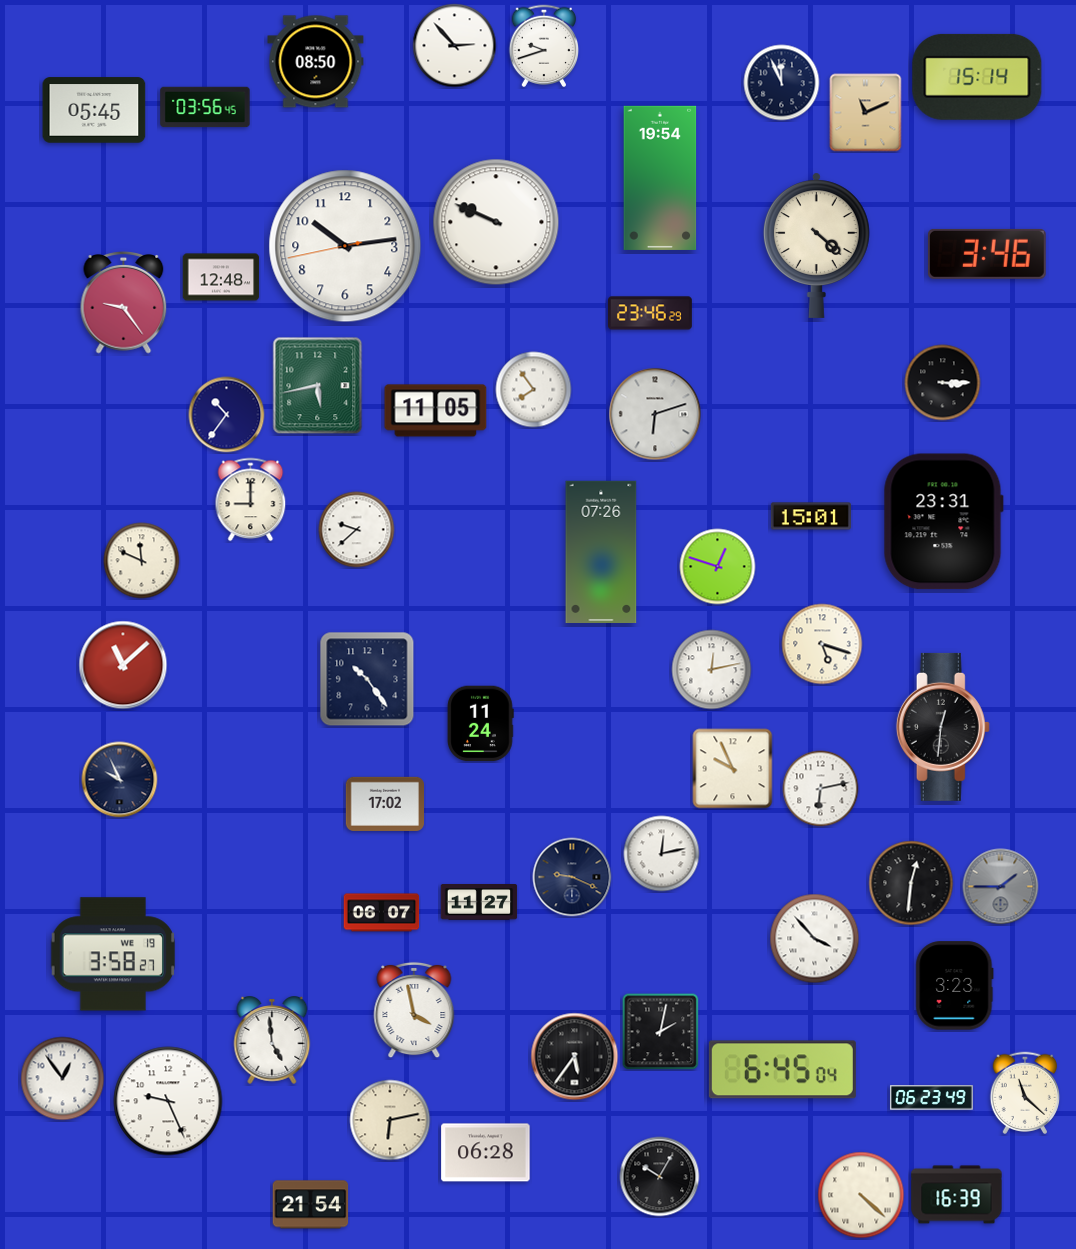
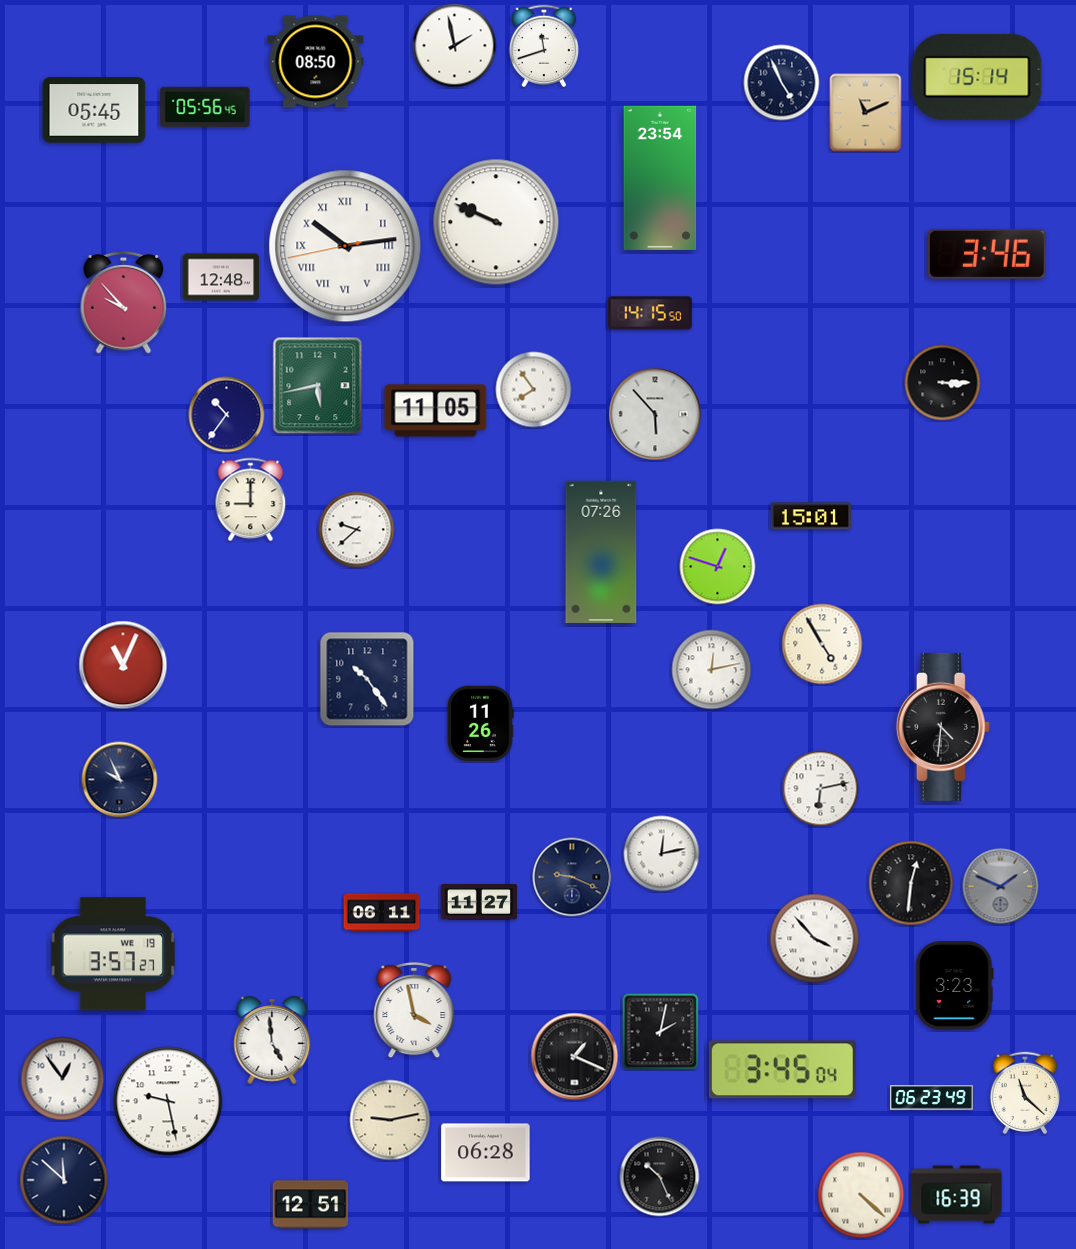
clock at (455, 46): 2:53 -> 1:58
clock at (544, 46): 9:42 -> 11:42
clock at (782, 83): 11:56 -> 4:56
clock at (205, 107): 03:56 -> 05:56
clock at (660, 178): 19:54 -> 23:54
clock at (816, 245): 4:22 -> none
clock at (345, 246) numerals: Arabic -> Roman
clock at (124, 303): 9:24 -> 9:53
clock at (651, 313): 23:46 -> 14:15
clock at (655, 414): 6:12 -> 5:53
clock at (943, 522): 23:31 -> none
clock at (142, 561): 11:49 -> none
clock at (822, 644): 5:18 -> 4:55
clock at (123, 665): 11:08 -> 11:04
clock at (481, 724): 11:24 -> 11:26
clock at (943, 727): 12:31 -> 4:31
clock at (733, 769): 9:56 -> none
clock at (384, 804): 17:02 -> none
clock at (1001, 887): 1:45 -> 1:49
clock at (382, 913): 06:07 -> 06:11
clock at (113, 954): 3:58 -> 3:57
clock at (575, 1057): 5:36 -> 1:19
clock at (782, 1070): 6:45 -> 3:45
clock at (168, 1101): 9:26 -> 9:28
clock at (390, 1120): 6:13 -> 9:13
clock at (660, 1177): 10:05 -> 10:26
clock at (64, 1180): none -> 11:52
clock at (311, 1205): 21:54 -> 12:51
